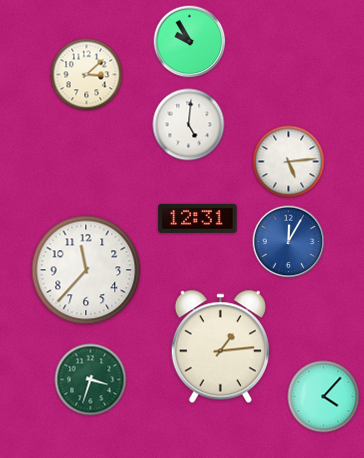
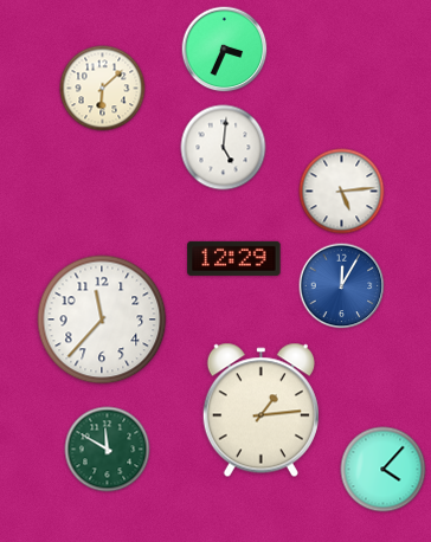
clock at (190, 42): 9:55 -> 3:34
clock at (87, 75): 3:08 -> 6:08
clock at (198, 218): 12:31 -> 12:29
clock at (91, 380): 3:33 -> 11:50
